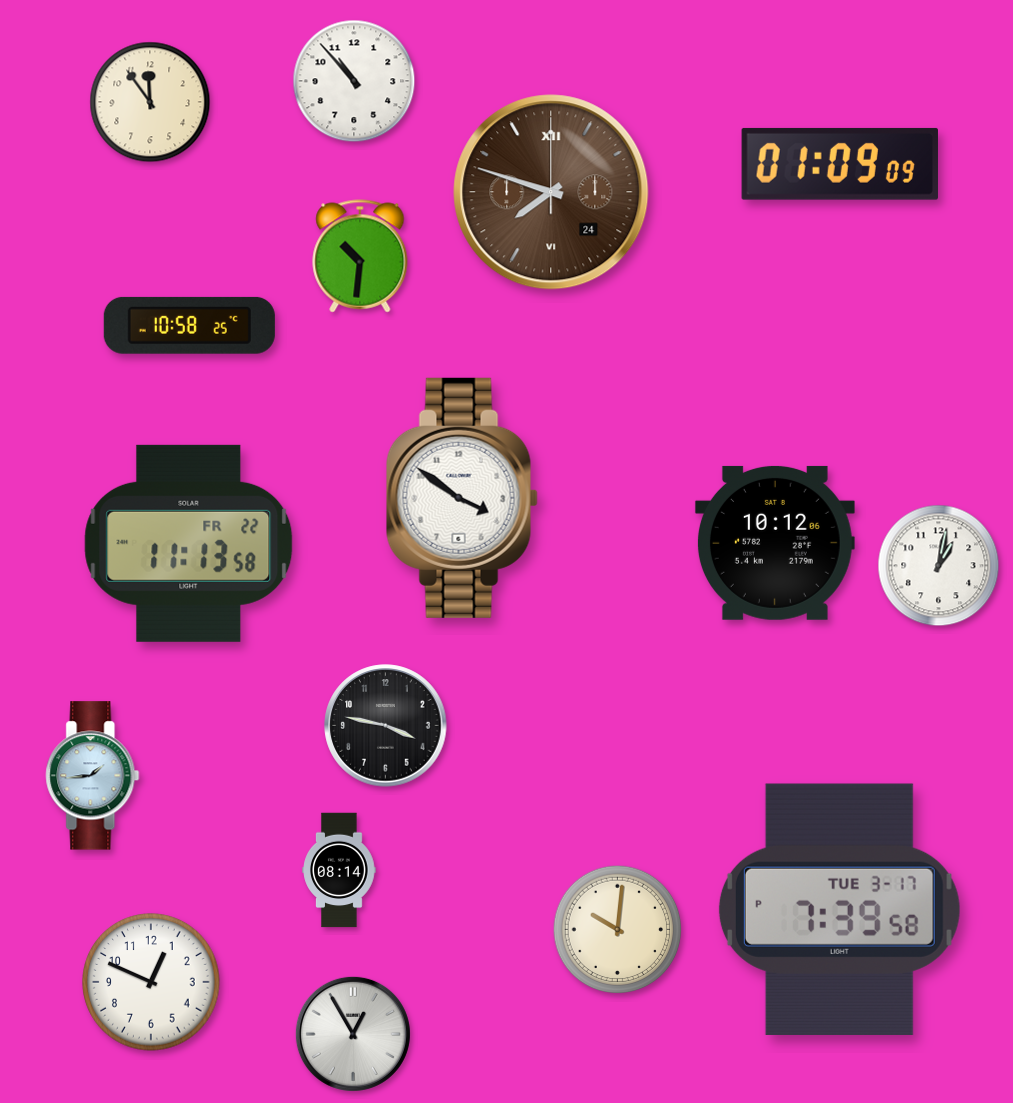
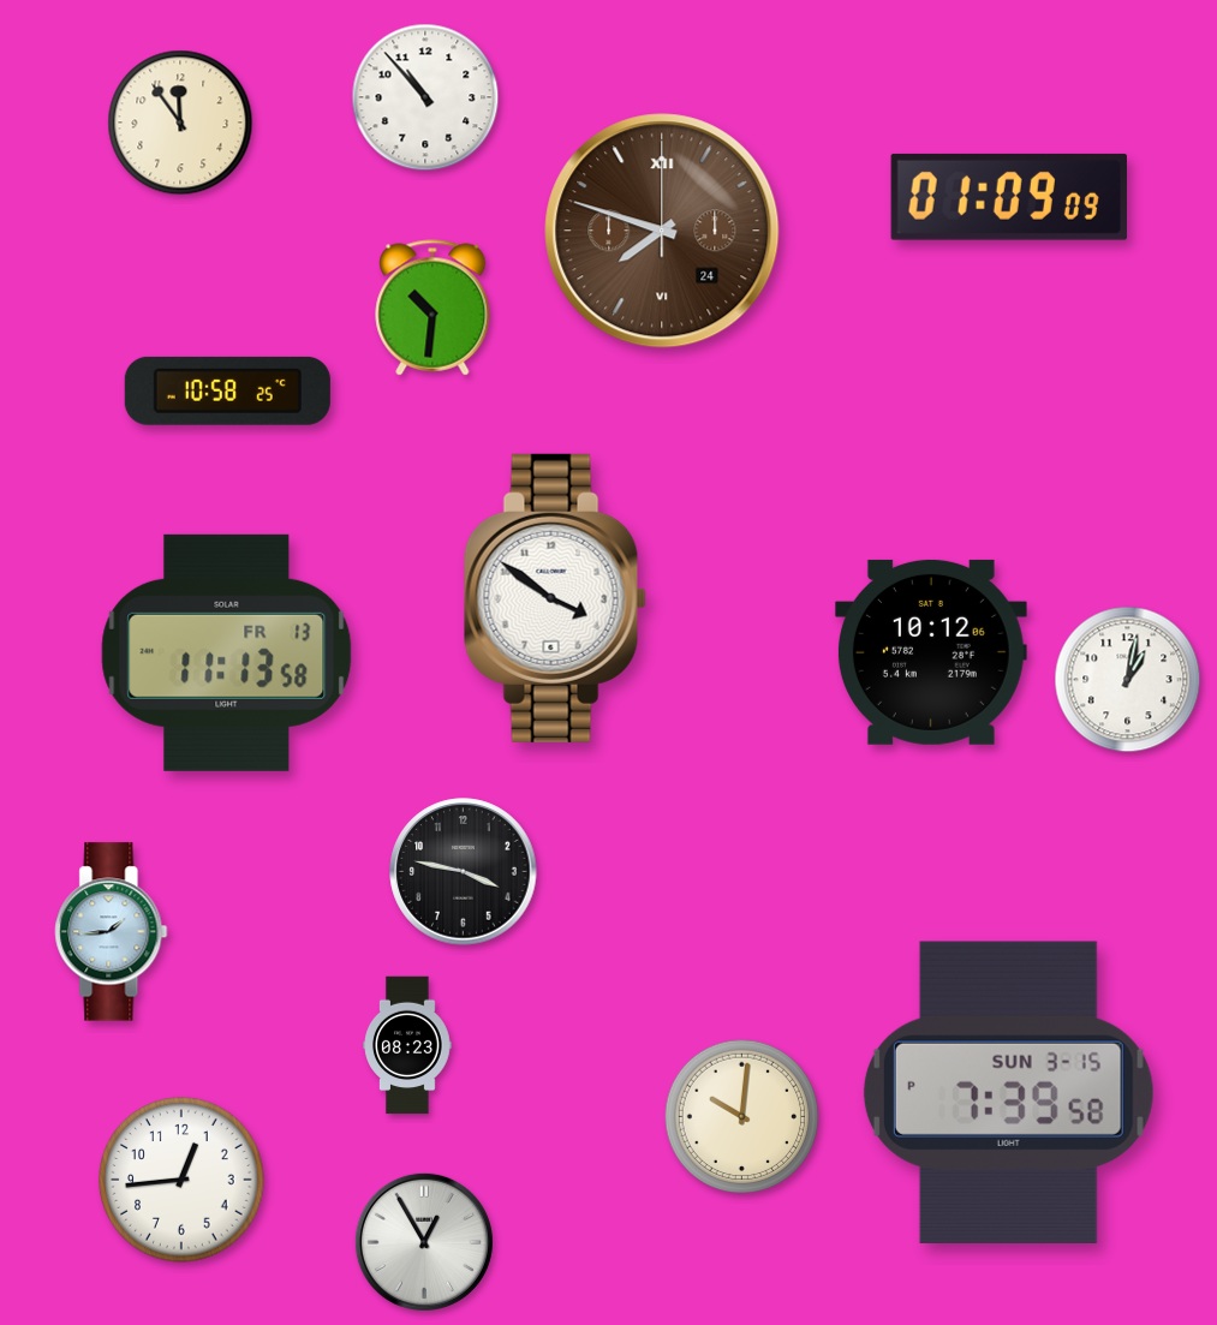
clock at (189, 543) date: FR 22 -> FR 13
clock at (339, 870): 08:14 -> 08:23
clock at (839, 909) date: TUE 3-17 -> SUN 3-15
clock at (151, 982): 12:49 -> 12:44
